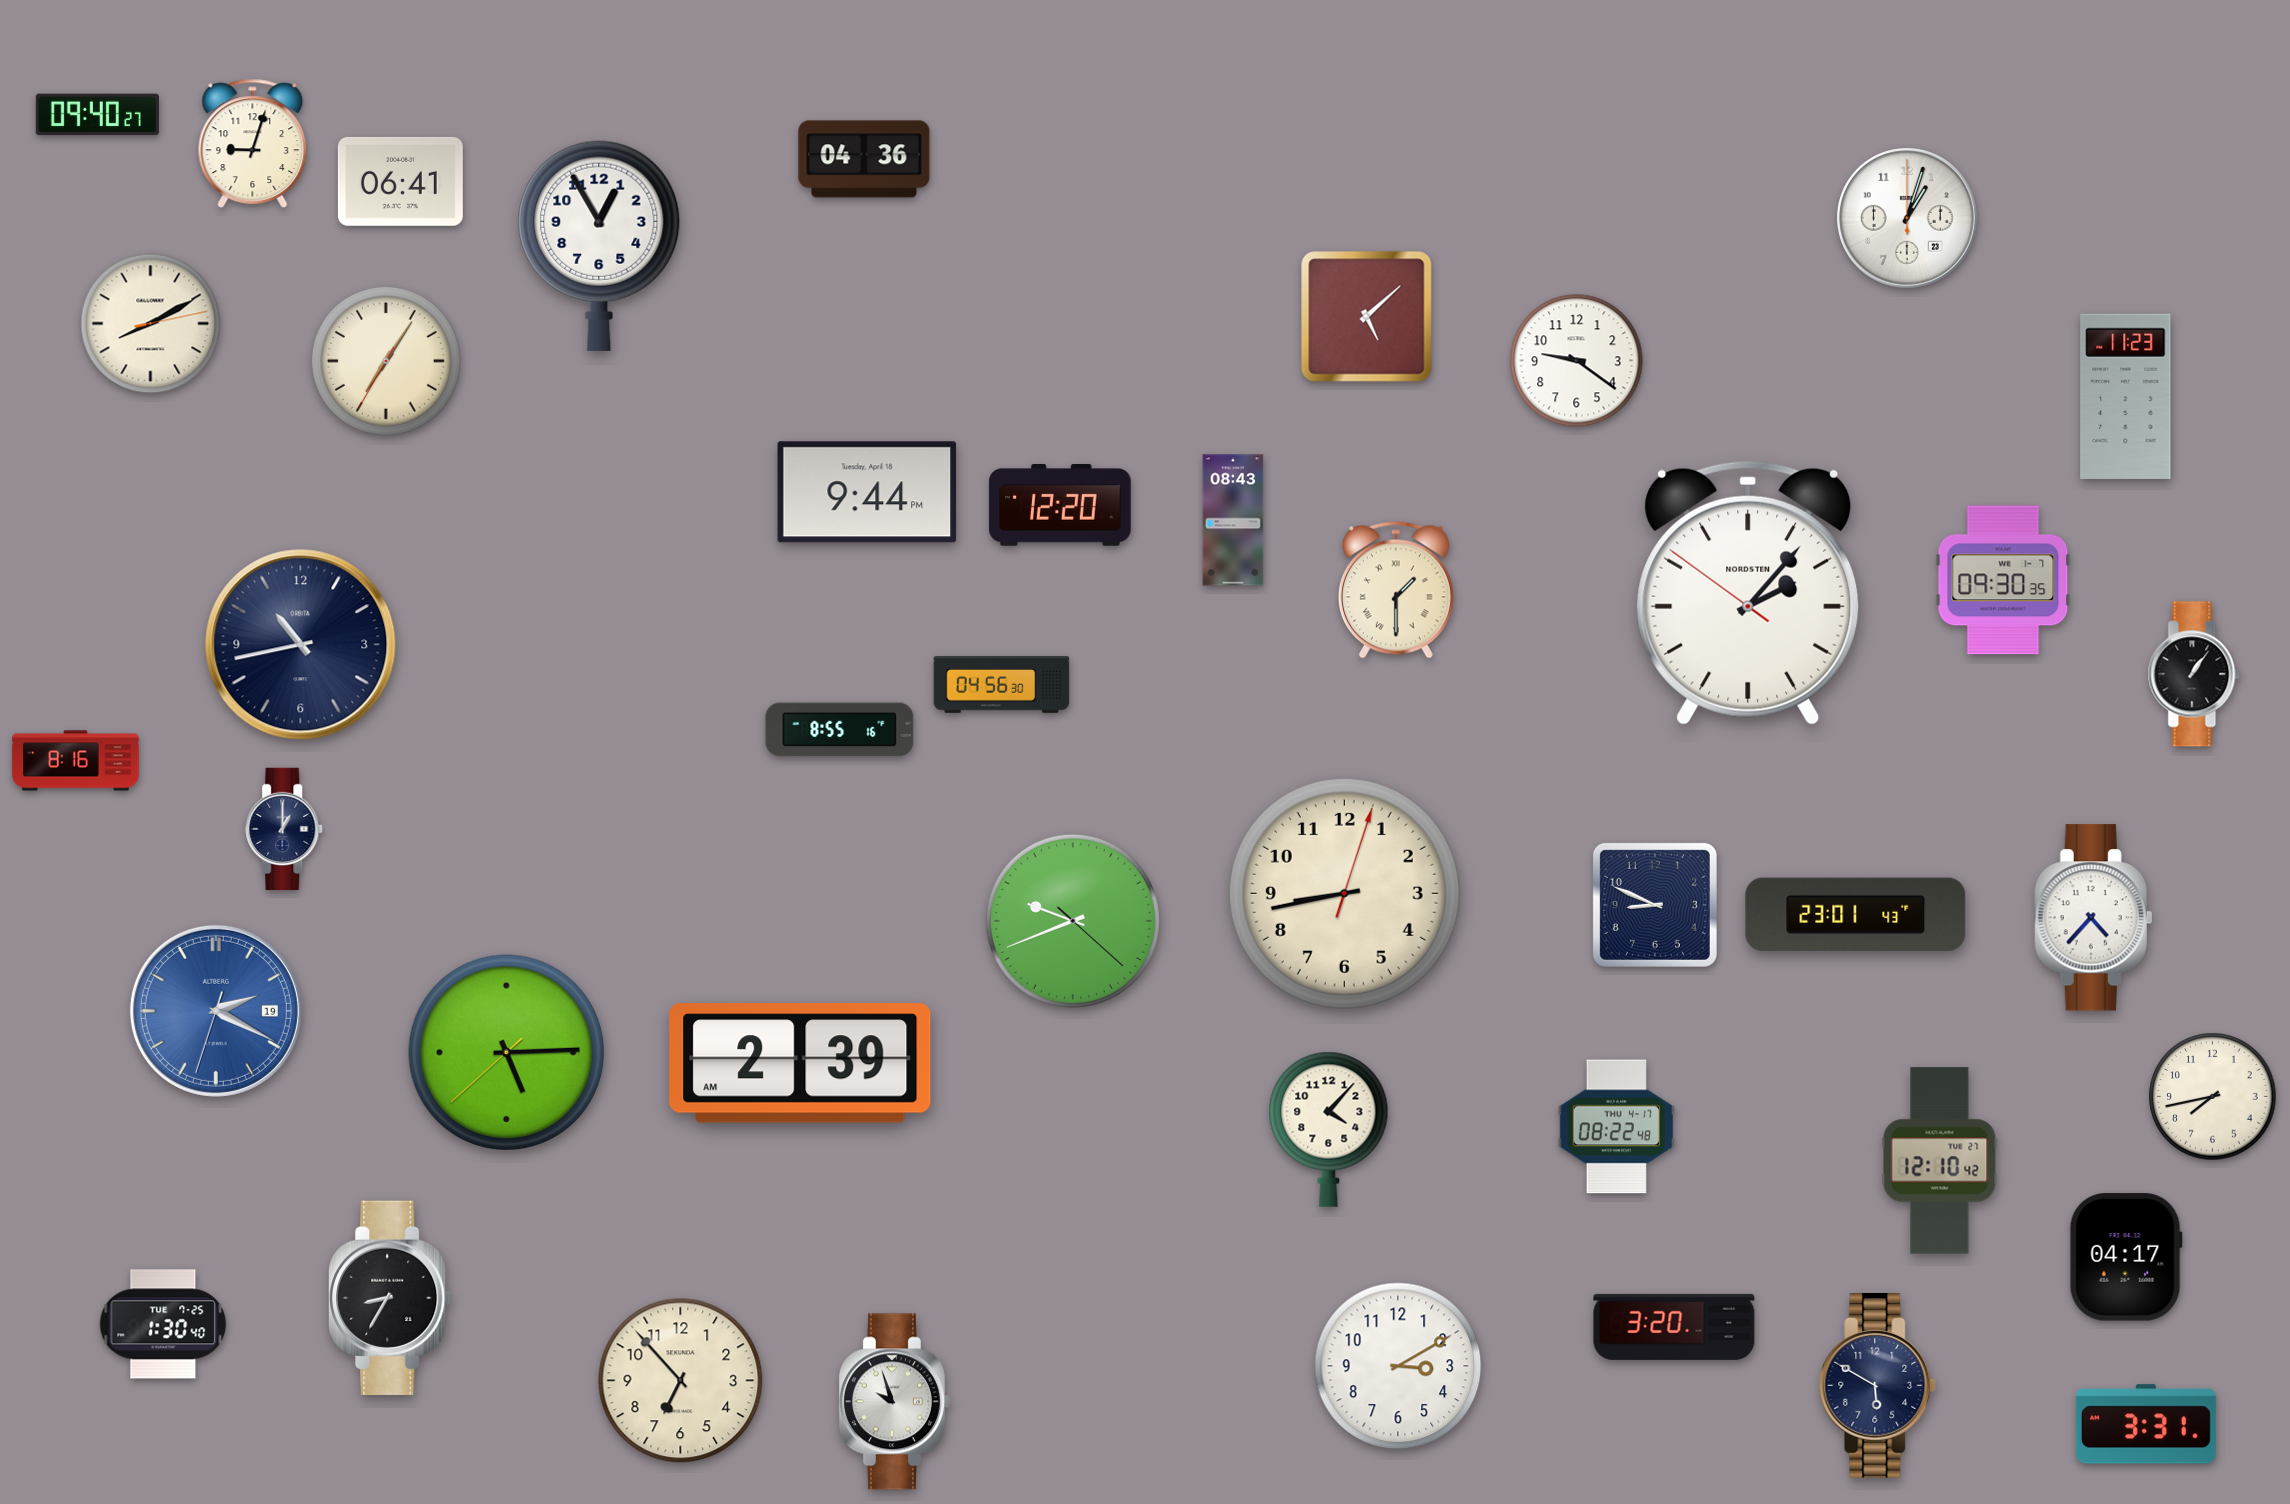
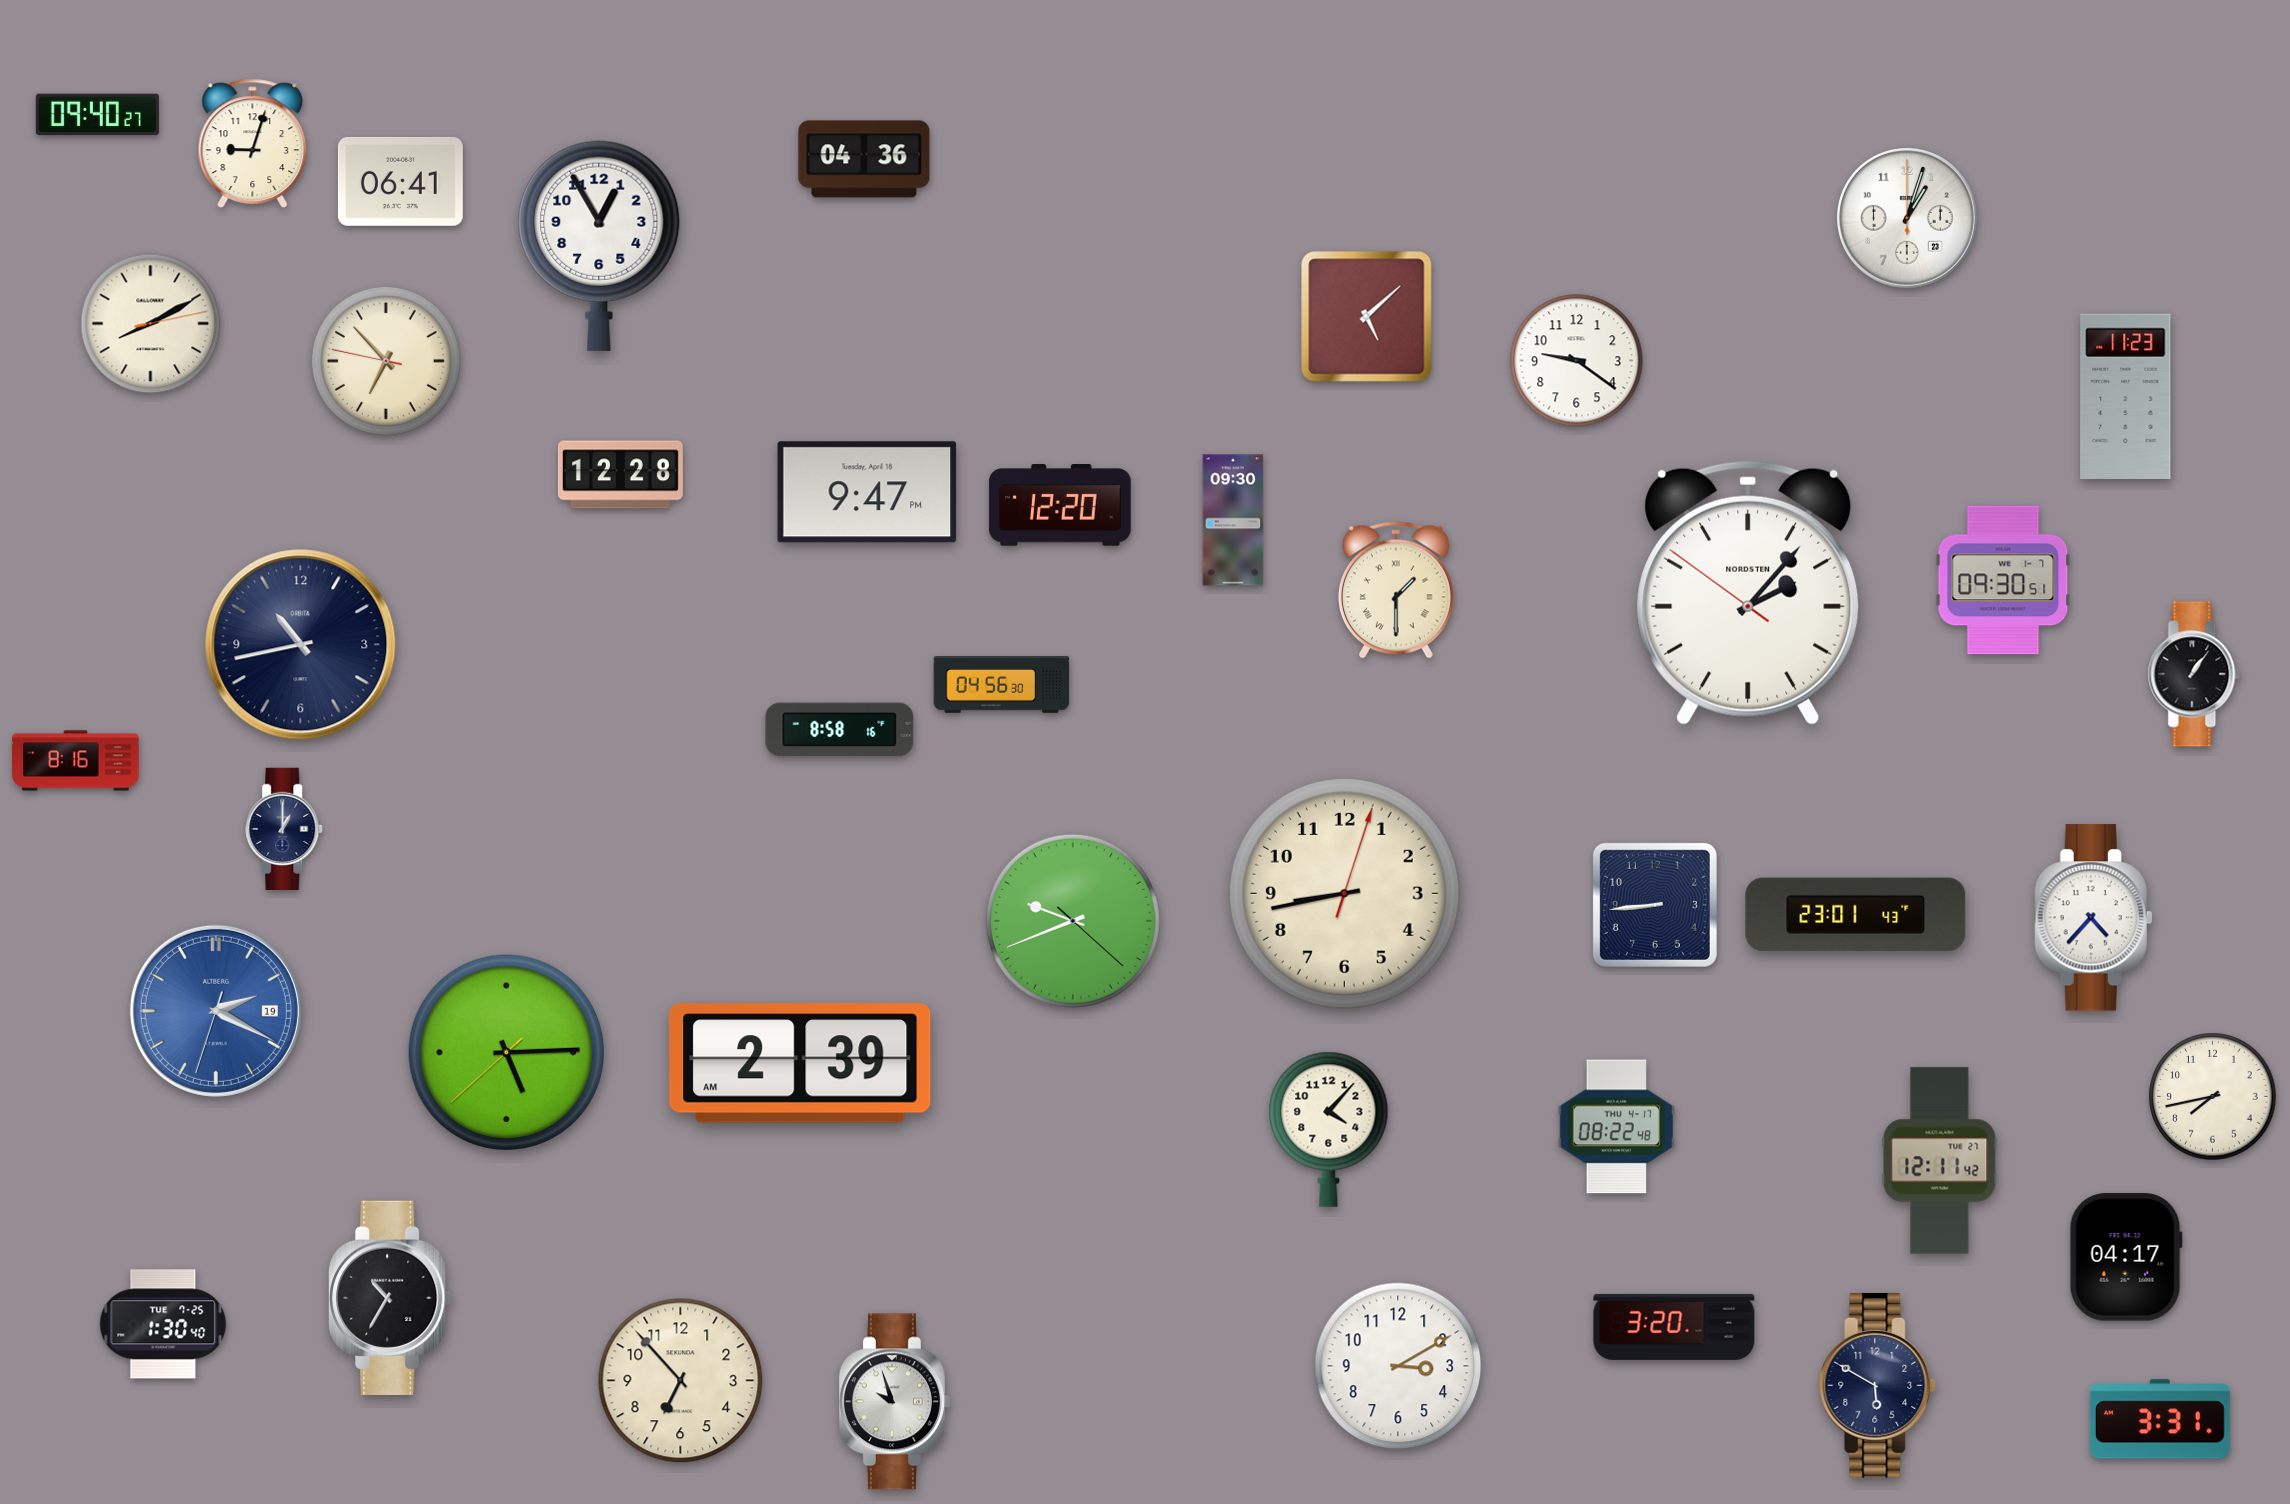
clock at (386, 361): 7:05 -> 6:52
clock at (620, 475): none -> 12:28
clock at (867, 492): 9:44 -> 9:47
clock at (1233, 520): 08:43 -> 09:30
clock at (2003, 580): 09:30:35 -> 09:30:51
clock at (840, 730): 8:55 -> 8:58
clock at (1655, 905): 8:49 -> 8:44
clock at (1940, 1161): 12:10 -> 12:11
clock at (390, 1297): 8:35 -> 10:35
clock at (2146, 1424) position: (2146, 1424) -> (2160, 1419)
